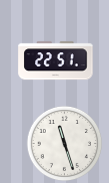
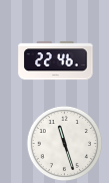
clock at (56, 61): 22:51 -> 22:46
